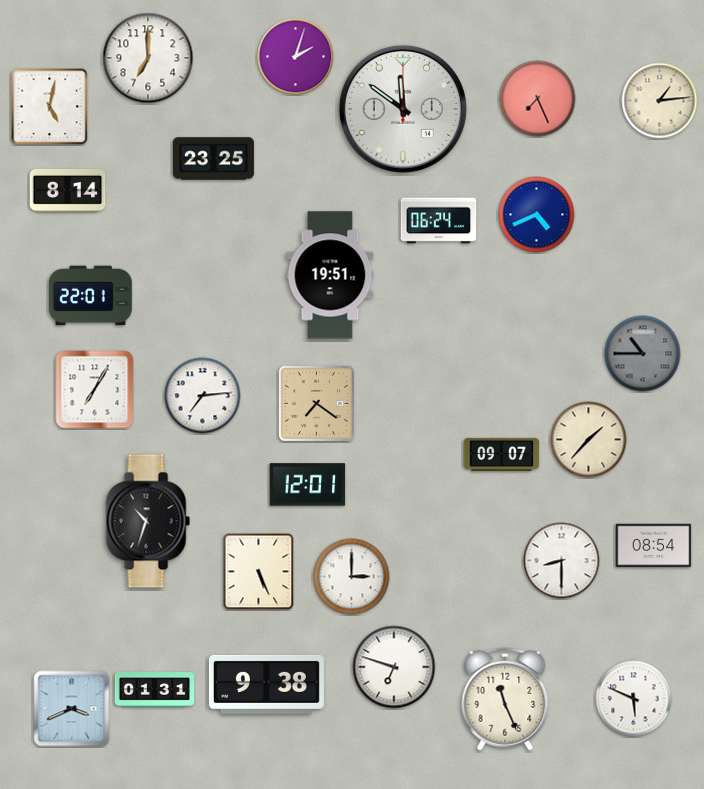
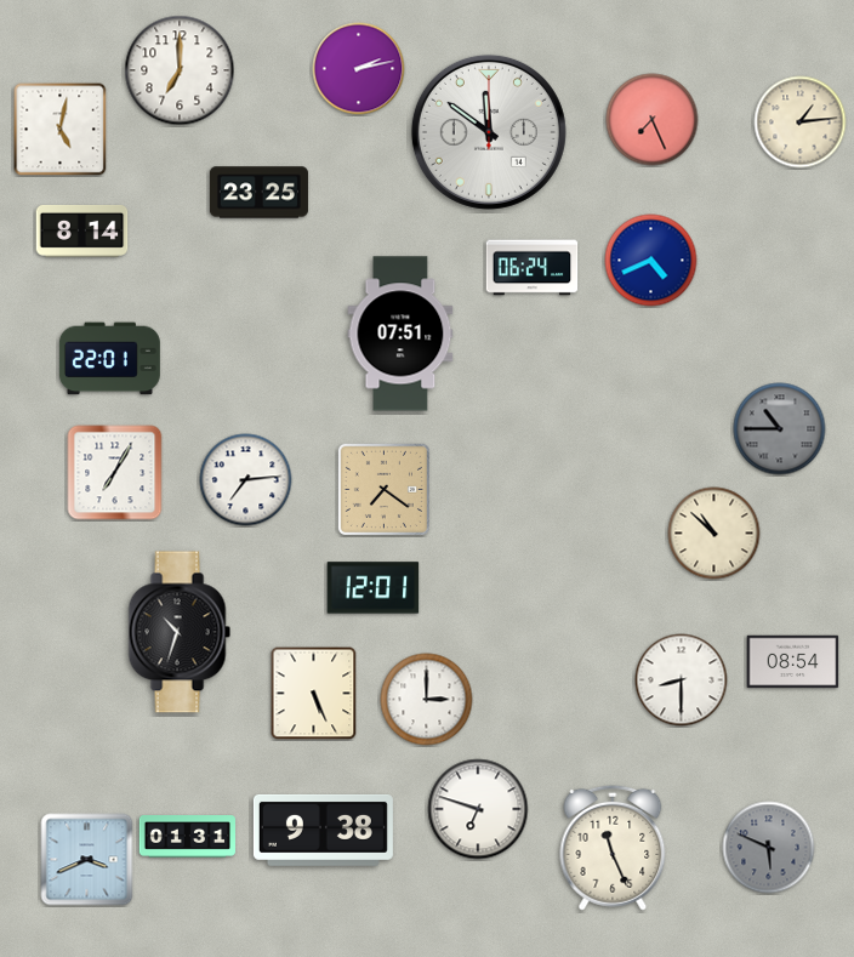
clock at (296, 57): 2:03 -> 2:13
clock at (330, 275): 19:51 -> 07:51
clock at (589, 440): 1:37 -> 10:52
clock at (502, 454): 09:07 -> none
clock at (634, 699) dial: white -> grey
